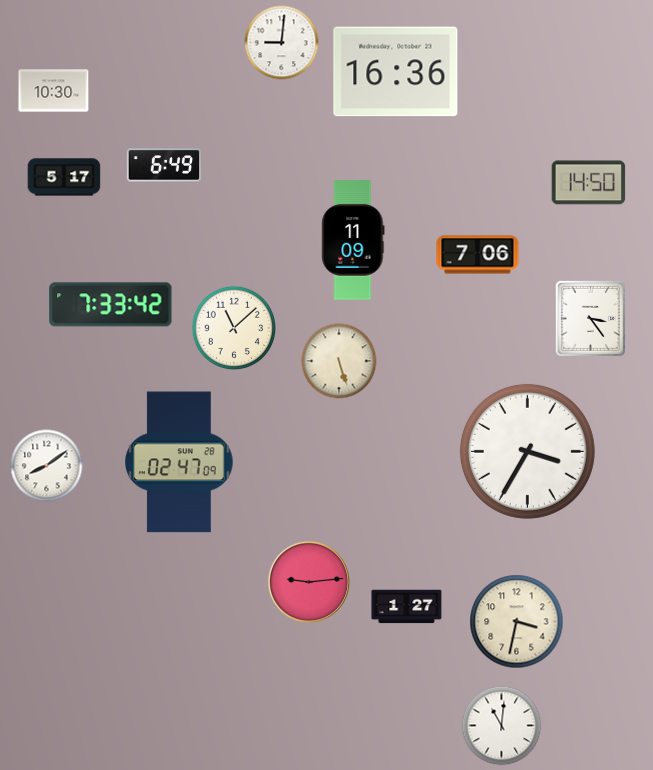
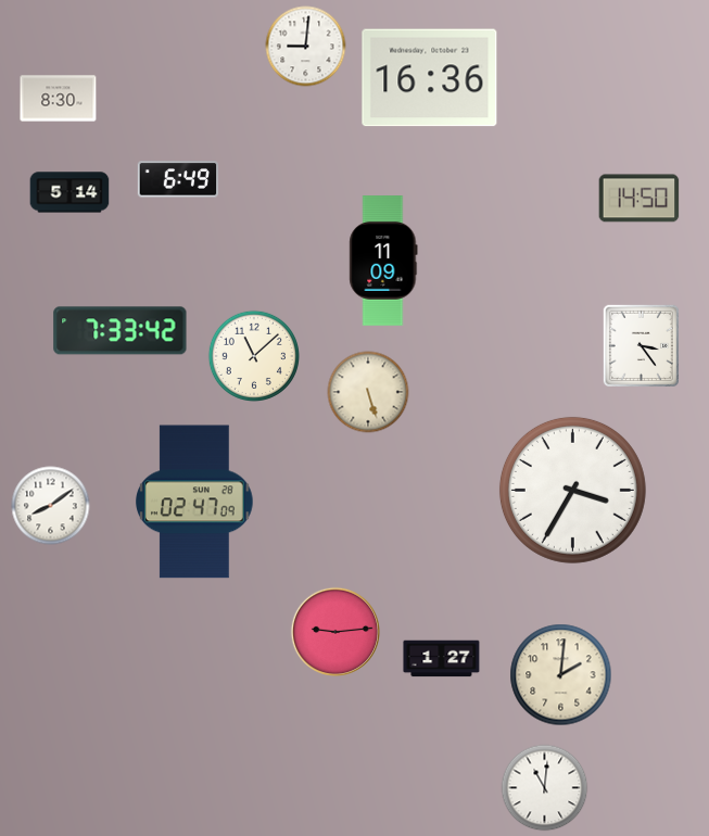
clock at (54, 91): 10:30 -> 8:30
clock at (64, 177): 5:17 -> 5:14
clock at (478, 255): 7:06 -> none
clock at (517, 622): 3:32 -> 2:01
